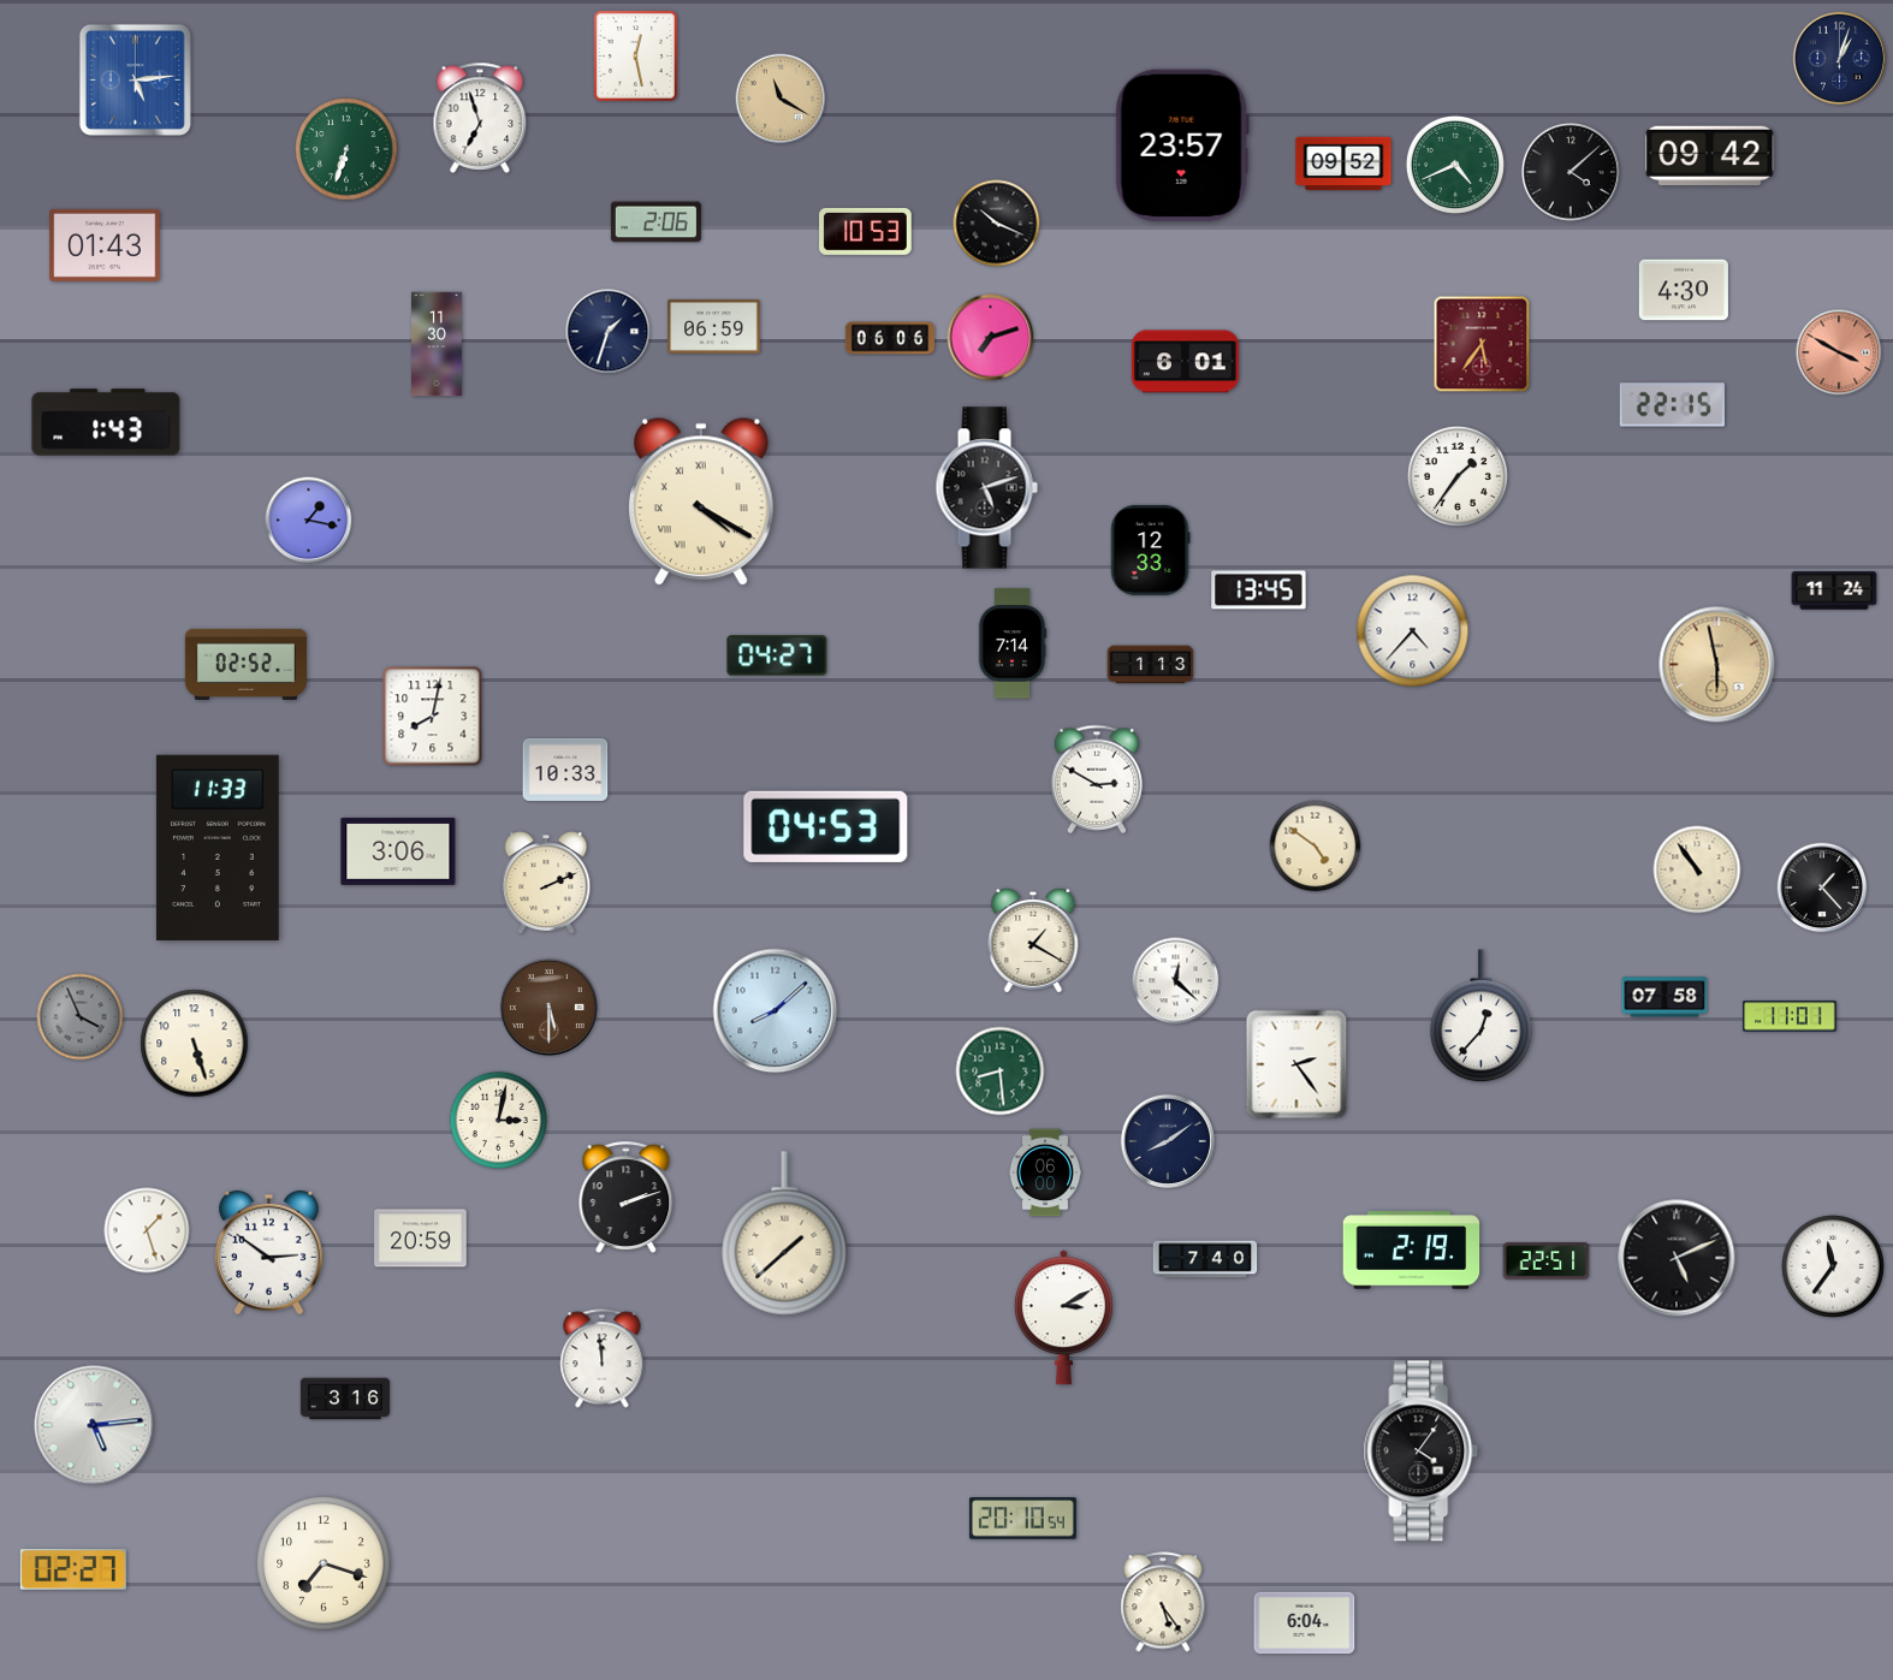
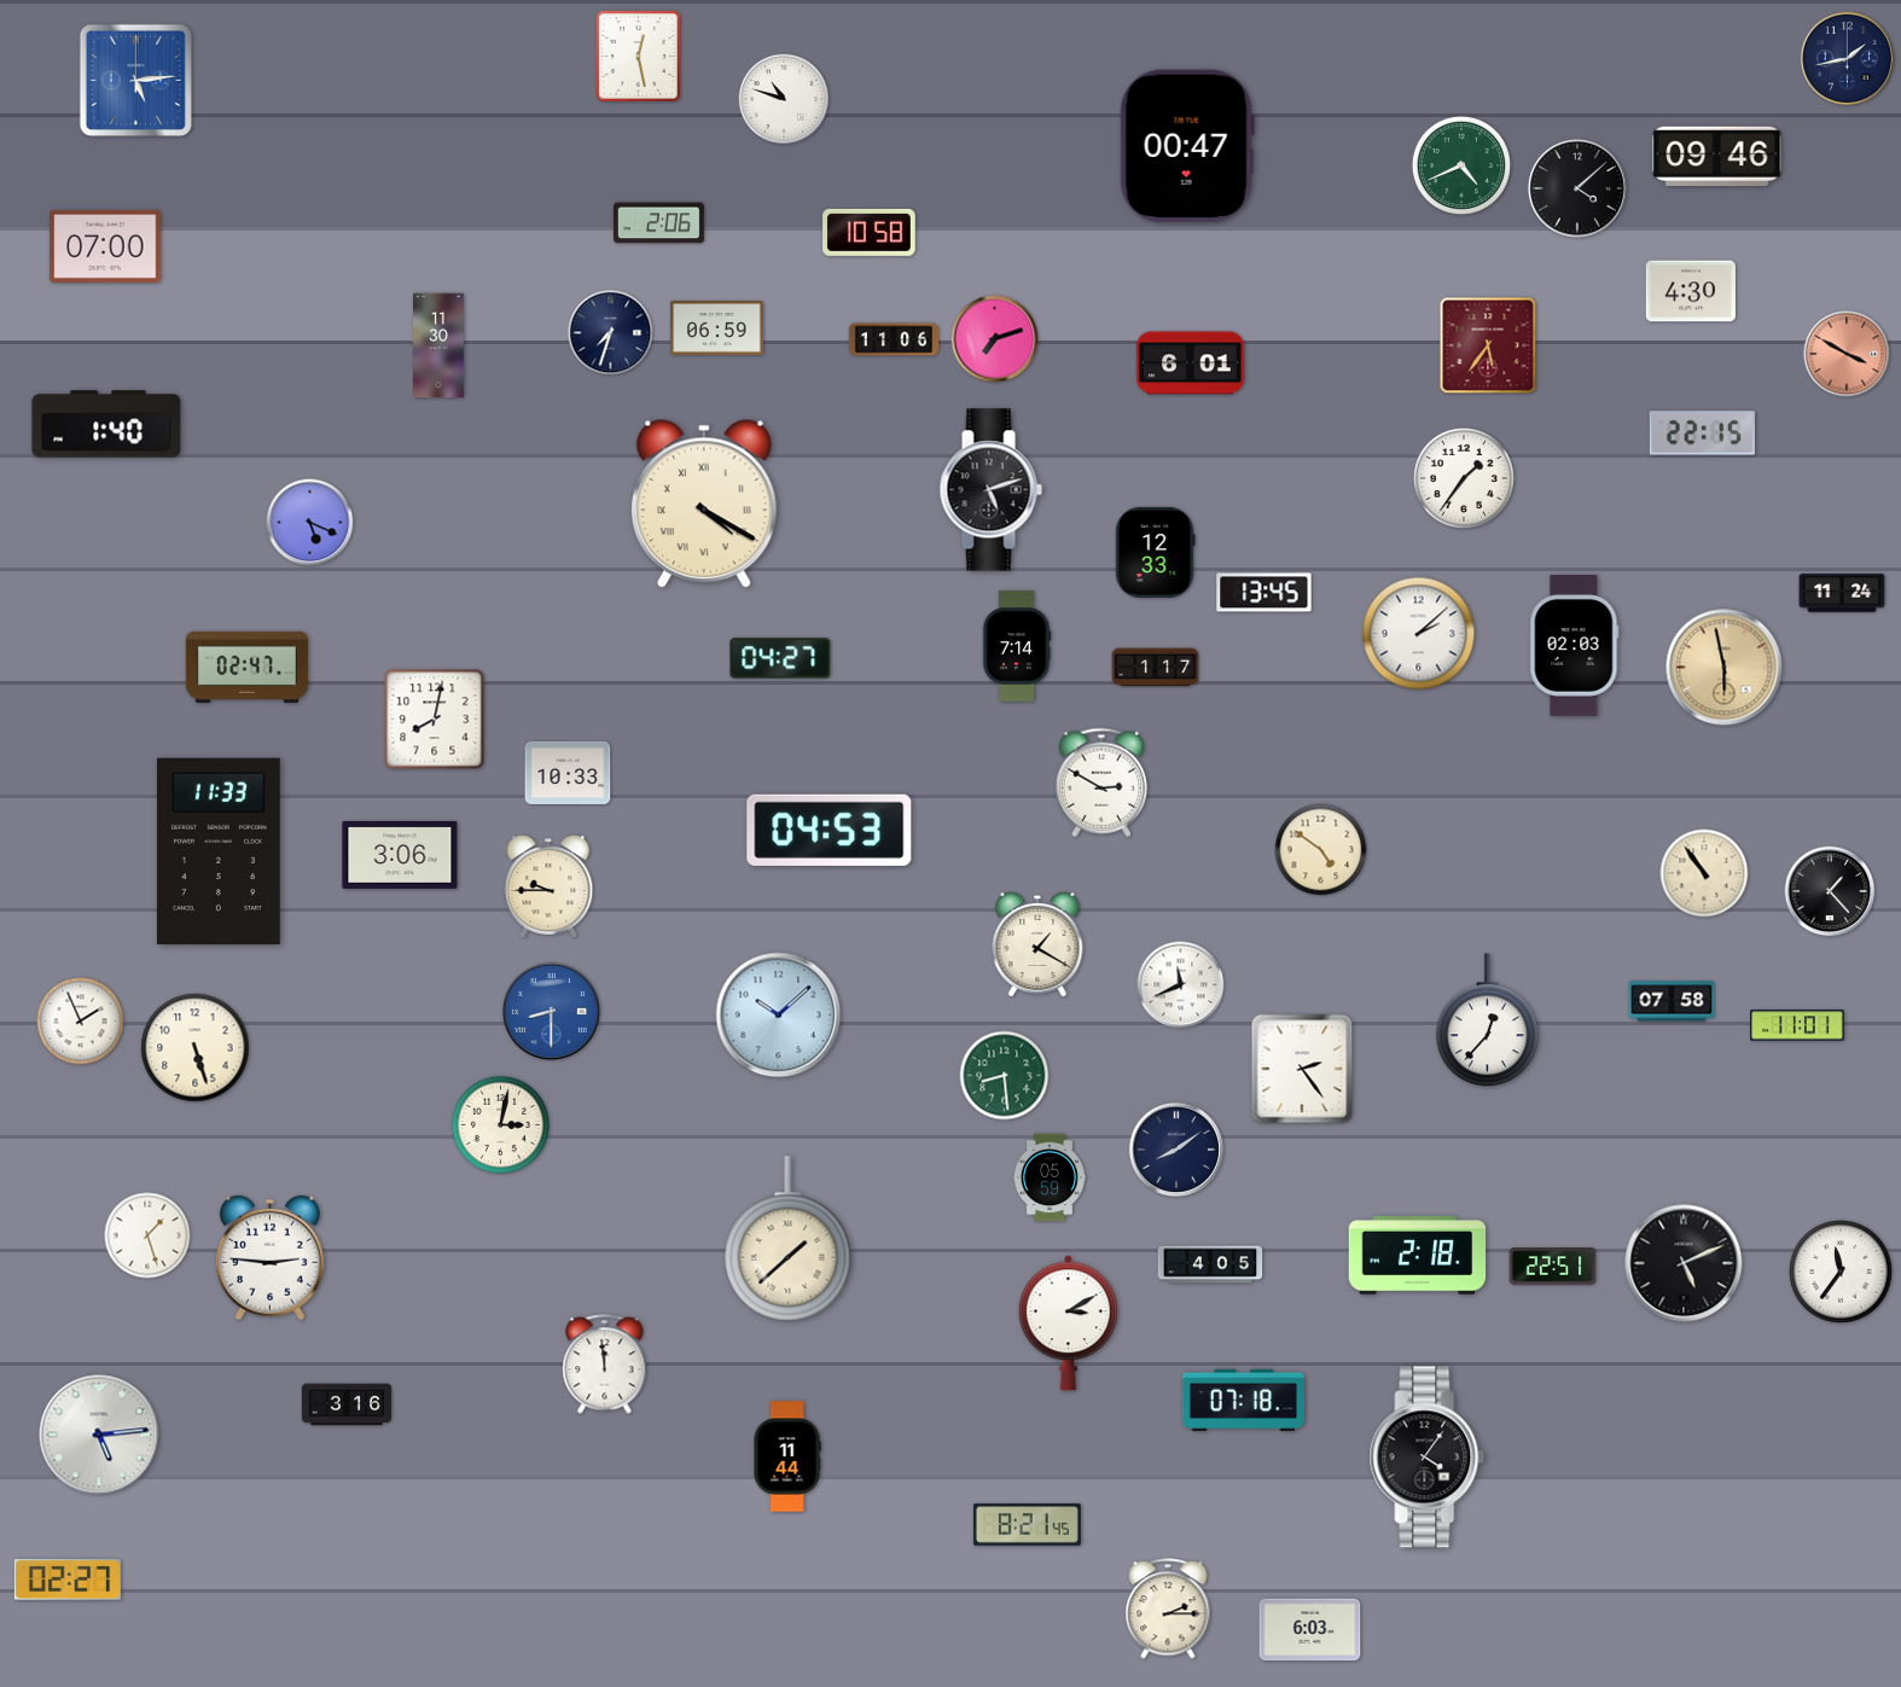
clock at (1840, 59): 1:03 -> 1:43
clock at (781, 99): 11:20 -> 10:48
clock at (781, 99) dial: champagne -> white
clock at (480, 118): 6:57 -> none
clock at (1182, 146): 23:57 -> 00:47
clock at (348, 150): 6:33 -> none
clock at (1710, 156): 09:42 -> 09:46
clock at (1343, 164): 09:52 -> none
clock at (1571, 172) position: (1571, 172) -> (1577, 188)
clock at (997, 224): 10:19 -> none
clock at (866, 231): 10:53 -> 10:58
clock at (105, 245): 01:43 -> 07:00
clock at (609, 332): 1:33 -> 7:33
clock at (890, 338): 06:06 -> 11:06
clock at (1672, 405) position: (1672, 405) -> (1702, 434)
clock at (106, 422): 1:43 -> 1:40
clock at (309, 521): 1:17 -> 5:19
clock at (1413, 631): 4:37 -> 2:08
clock at (1575, 646): none -> 02:03
clock at (245, 664): 02:52 -> 02:47
clock at (1151, 665): 1:13 -> 1:17
clock at (546, 883): 2:11 -> 9:45
clock at (1176, 981): 12:22 -> 11:41
clock at (548, 1007): 5:30 -> 8:30
clock at (548, 1007) dial: brown -> blue
clock at (776, 1011): 8:08 -> 10:08
clock at (1790, 1016) position: (1790, 1016) -> (1797, 1025)
clock at (81, 1017): 3:56 -> 1:56
clock at (81, 1017) dial: grey -> white
clock at (1167, 1140) position: (1167, 1140) -> (1175, 1148)
clock at (1045, 1173): 06:00 -> 05:59
clock at (627, 1197): 2:12 -> none
clock at (421, 1239): 20:59 -> none
clock at (1412, 1251): 2:19 -> 2:18
clock at (268, 1253): 2:51 -> 2:46
clock at (1205, 1259): 7:40 -> 4:05
clock at (1243, 1400): none -> 07:18
clock at (94, 1425) position: (94, 1425) -> (99, 1435)
clock at (787, 1456): none -> 11:44
clock at (1022, 1519): 20:10 -> 8:21
clock at (324, 1563): 7:18 -> none
clock at (73, 1569) position: (73, 1569) -> (68, 1580)
clock at (1163, 1602): 5:24 -> 2:15
clock at (1305, 1623): 6:04 -> 6:03
